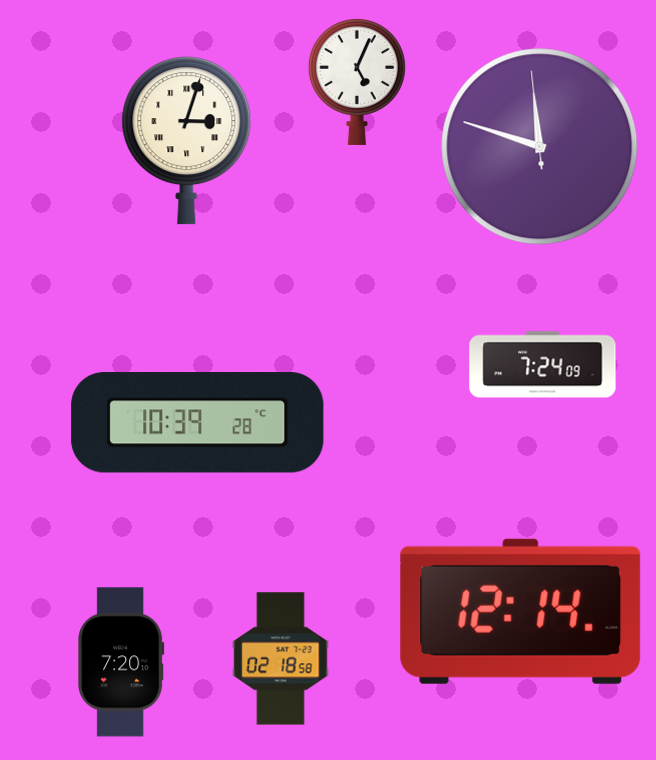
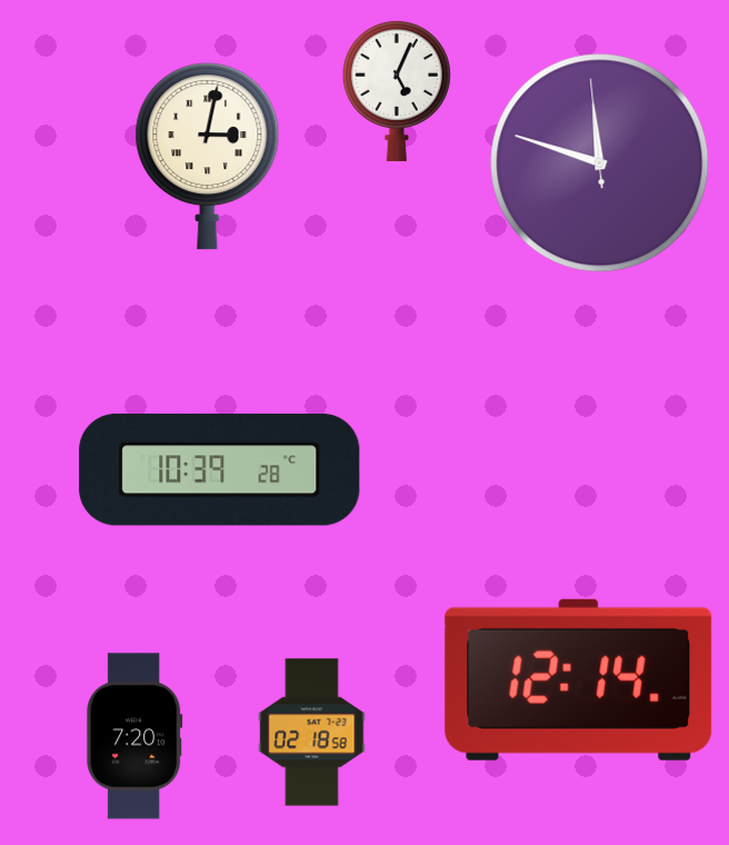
clock at (187, 141): 3:03 -> 3:02
clock at (543, 365): 7:24 -> none
